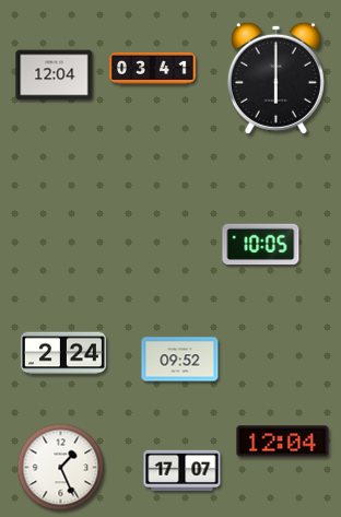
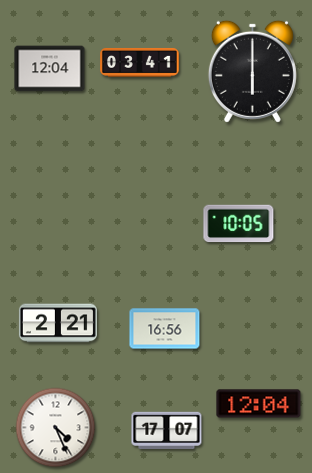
clock at (63, 353): 2:24 -> 2:21
clock at (180, 360): 09:52 -> 16:56
clock at (61, 468): 1:26 -> 4:26
